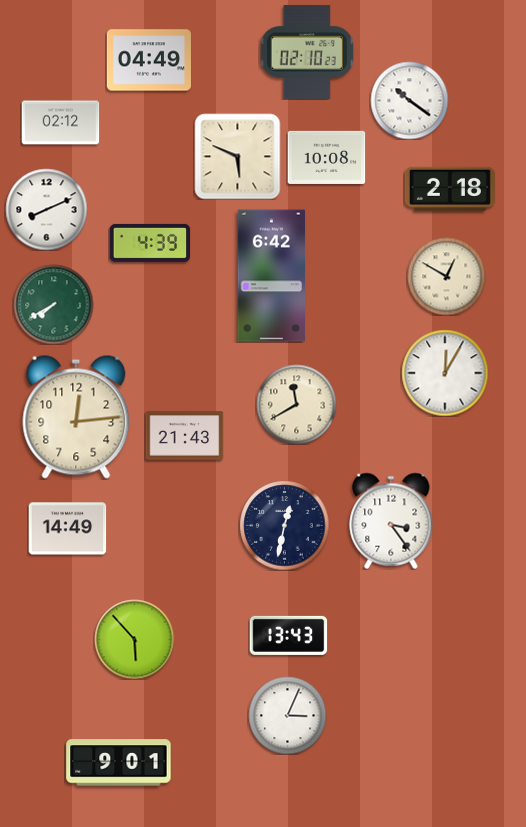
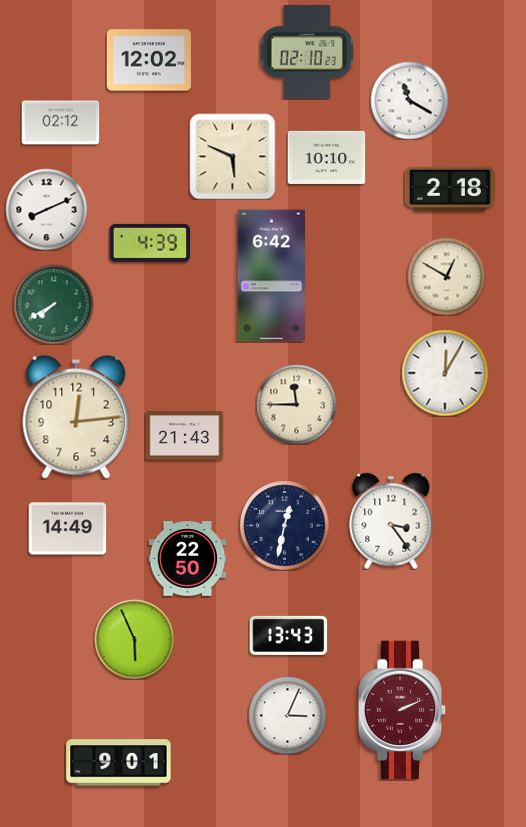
clock at (148, 60): 04:49 -> 12:02
clock at (409, 100): 10:21 -> 11:20
clock at (237, 156) position: (237, 156) -> (232, 156)
clock at (326, 157): 10:08 -> 10:10
clock at (296, 404): 11:40 -> 11:45
clock at (187, 559): none -> 22:50
clock at (134, 639): 5:53 -> 5:56
clock at (402, 710): none -> 2:11
